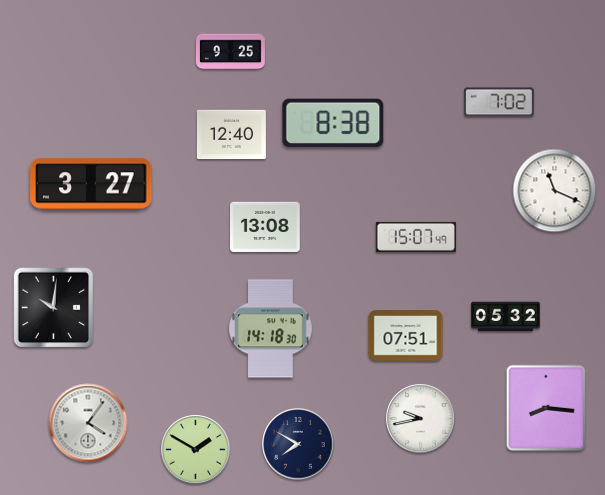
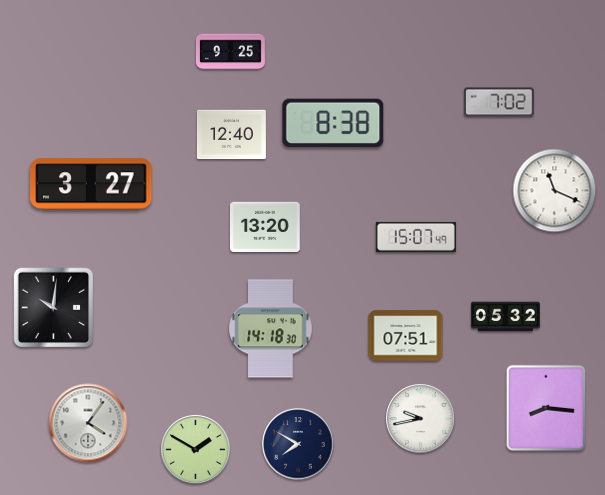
clock at (266, 227): 13:08 -> 13:20
